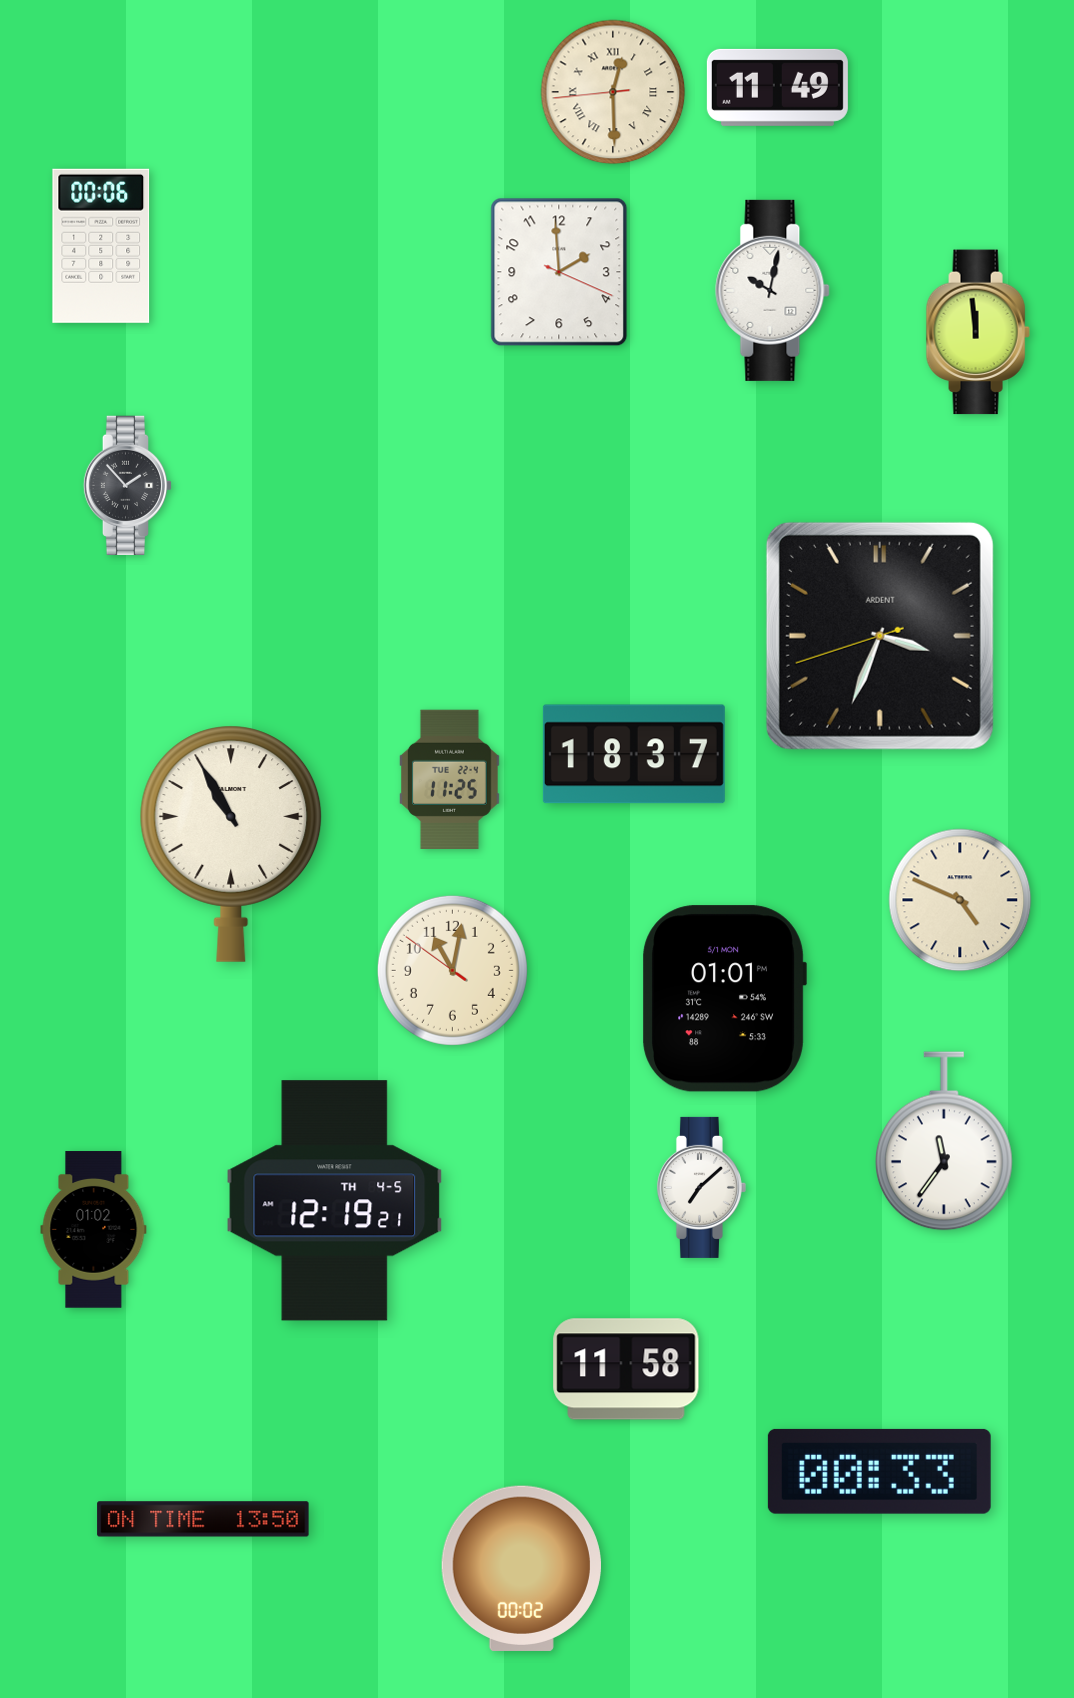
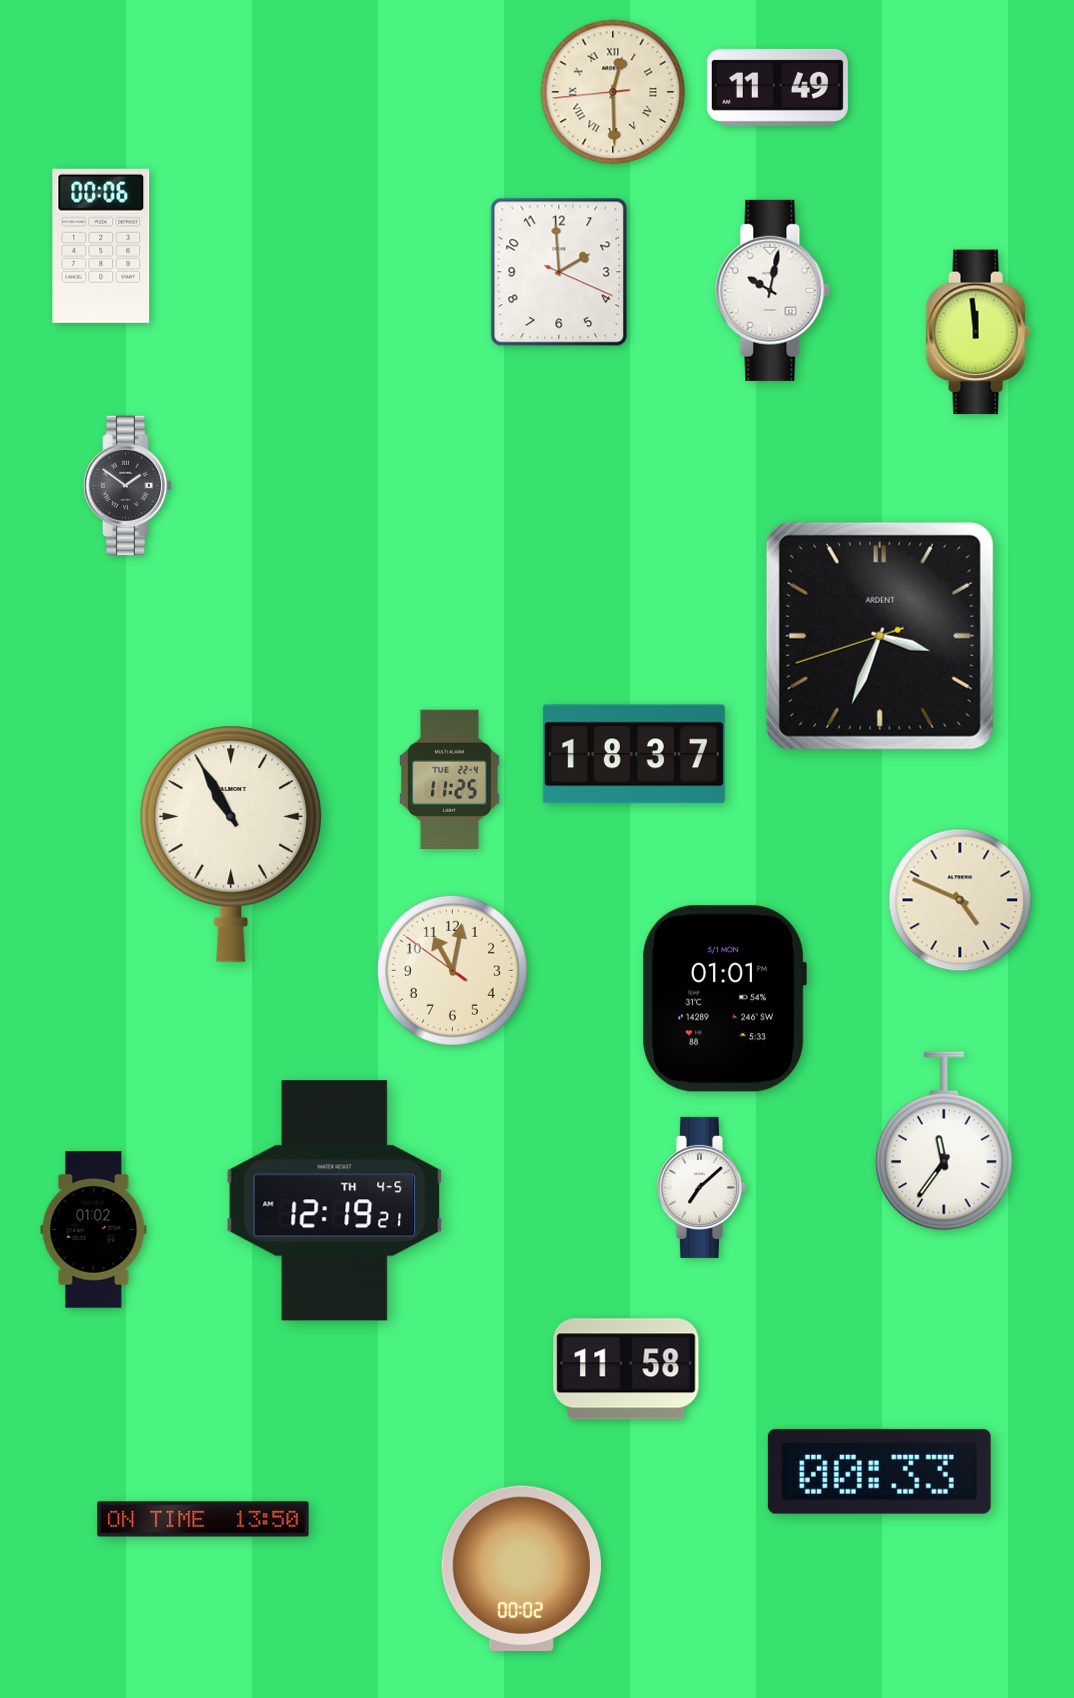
clock at (128, 485): 1:53 -> 1:51
